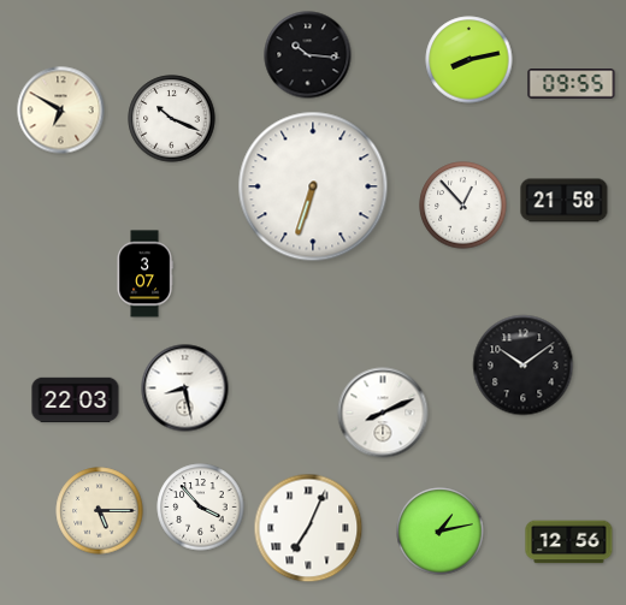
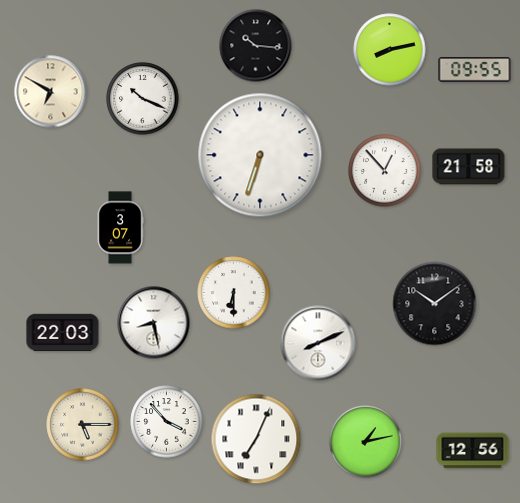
clock at (234, 293): none -> 6:30
